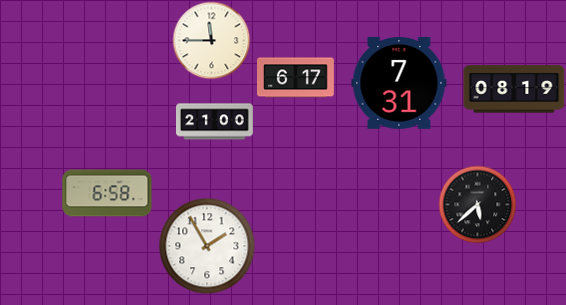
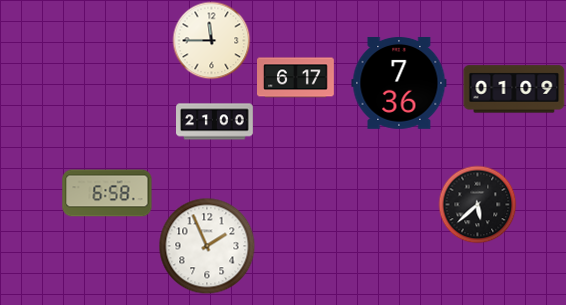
clock at (399, 83): 7:31 -> 7:36
clock at (514, 89): 08:19 -> 01:09
clock at (207, 246): 1:55 -> 1:56
